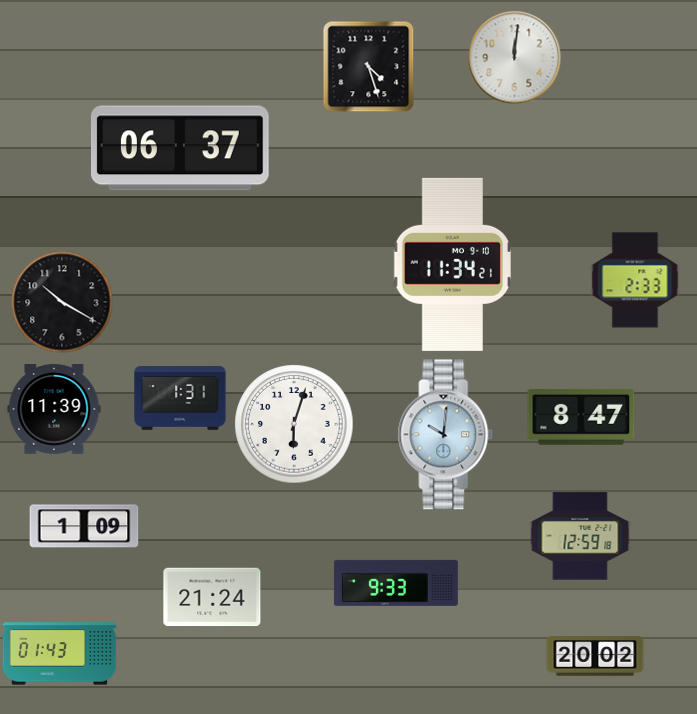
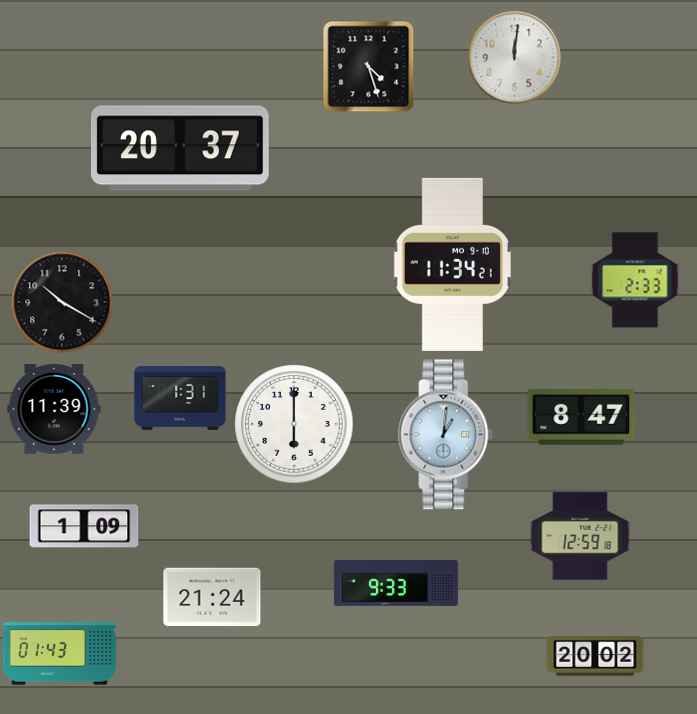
clock at (180, 148): 06:37 -> 20:37
clock at (294, 424): 6:03 -> 6:00
clock at (446, 435): 10:01 -> 1:01
